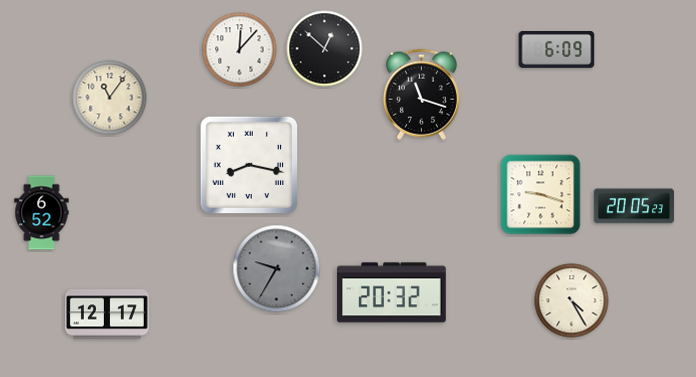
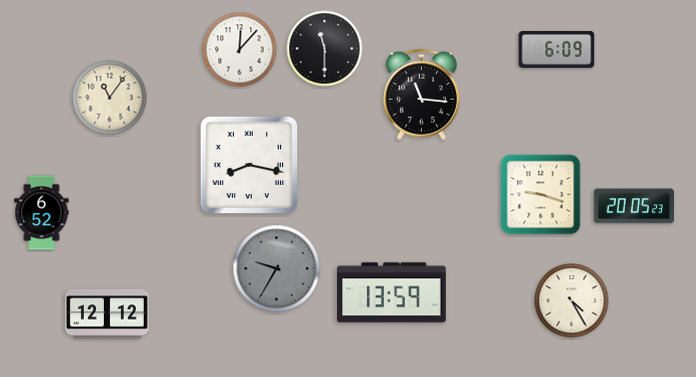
clock at (325, 49): 12:52 -> 11:30
clock at (421, 94): 11:18 -> 11:16
clock at (391, 293): 20:32 -> 13:59
clock at (107, 314): 12:17 -> 12:12
